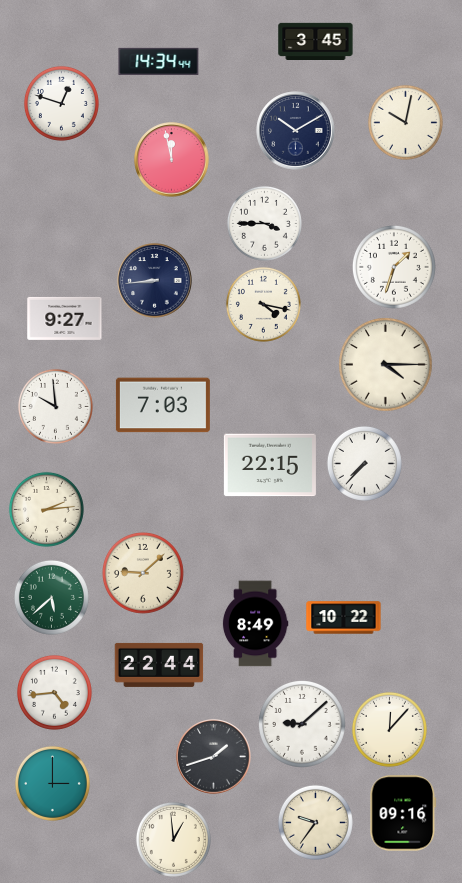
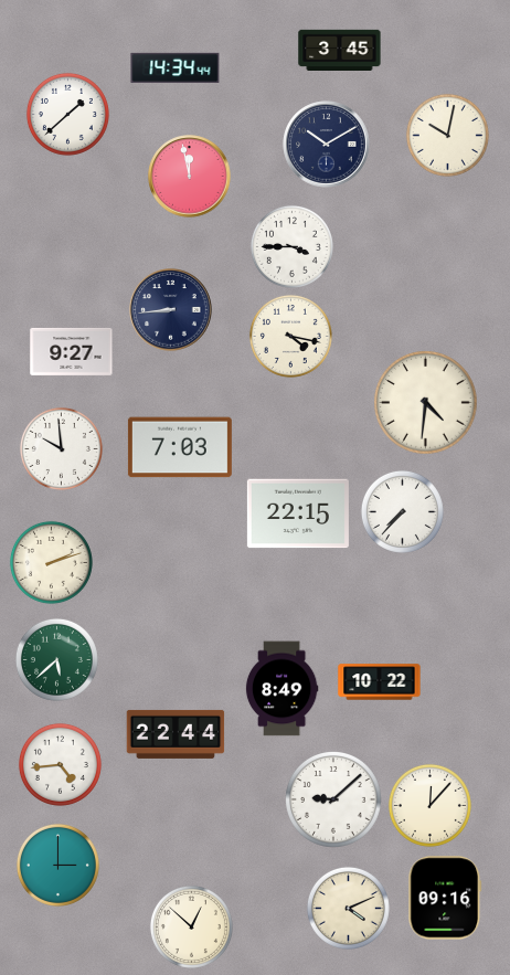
clock at (316, 42) position: (316, 42) -> (340, 51)
clock at (61, 103): 12:48 -> 1:38
clock at (394, 267): 1:33 -> none
clock at (386, 365): 4:15 -> 4:31
clock at (46, 509): 2:14 -> 2:12
clock at (143, 573): 9:08 -> none
clock at (214, 757): 1:42 -> none
clock at (315, 822): 9:36 -> 4:11
clock at (173, 839): 12:59 -> 12:52
